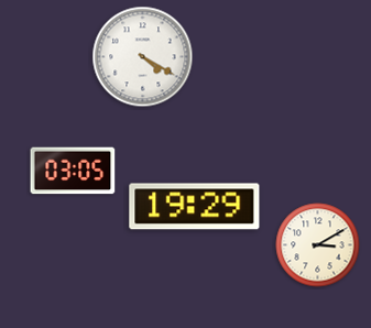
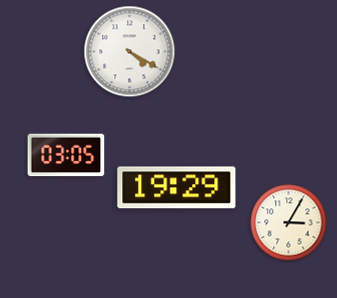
clock at (318, 245): 3:10 -> 3:05
